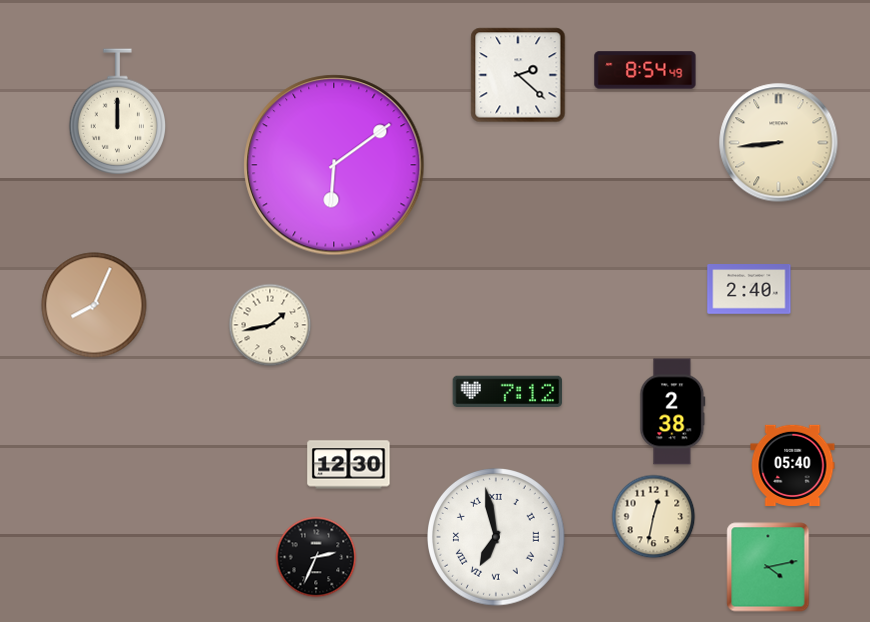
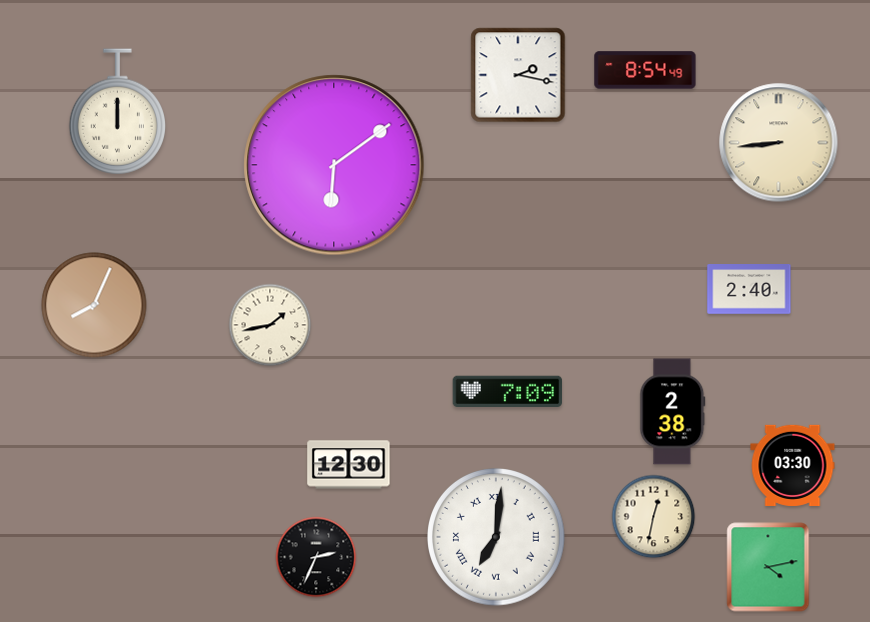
clock at (518, 75): 2:22 -> 2:17
clock at (508, 392): 7:12 -> 7:09
clock at (793, 465): 05:40 -> 03:30
clock at (496, 537): 6:58 -> 7:01
